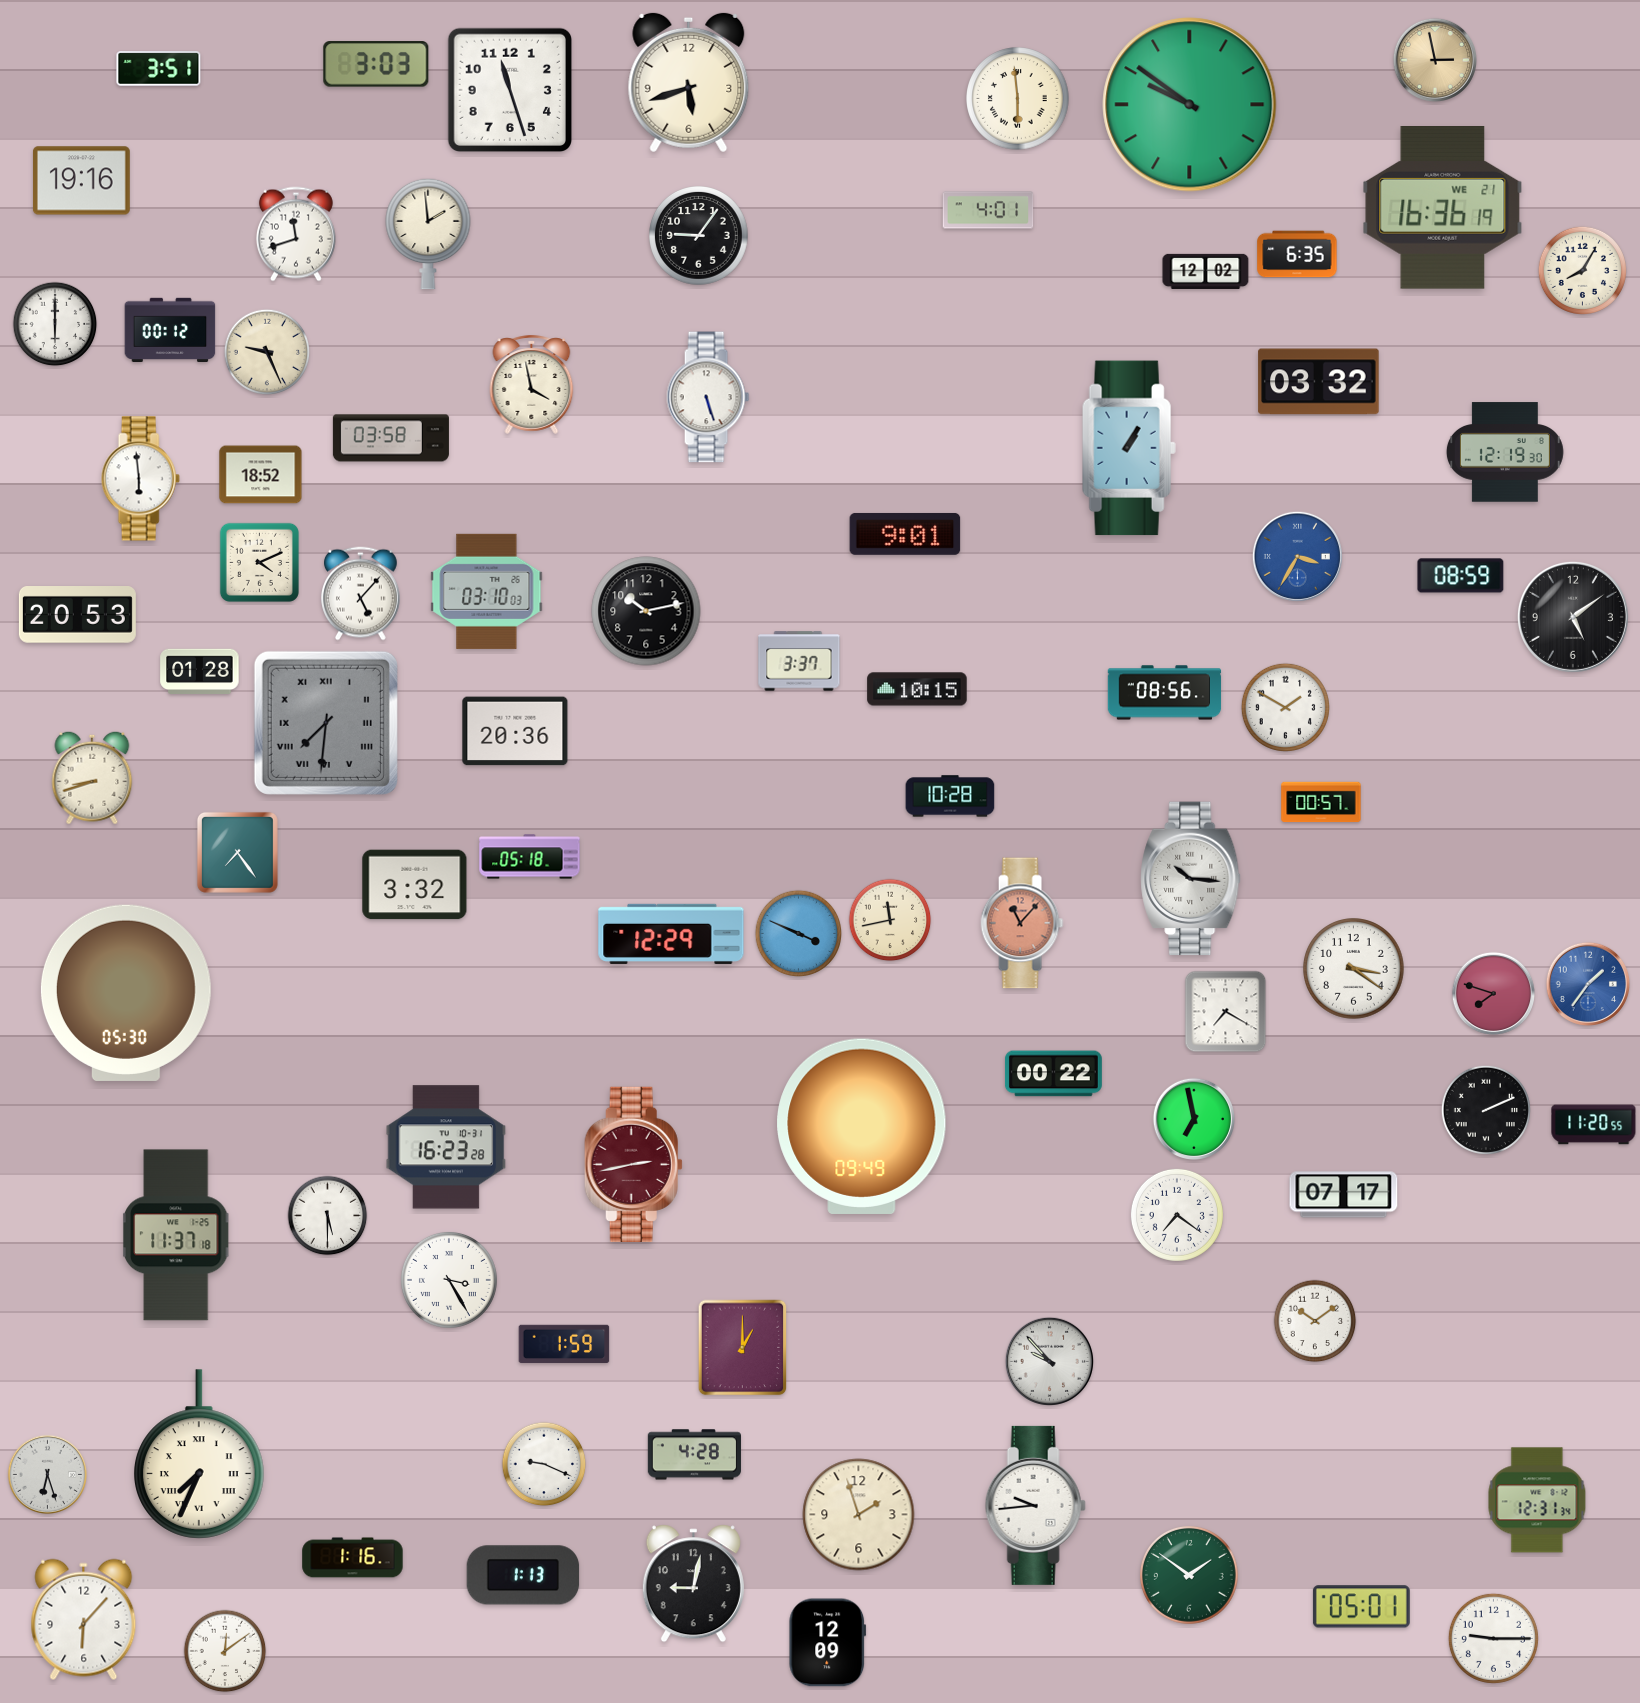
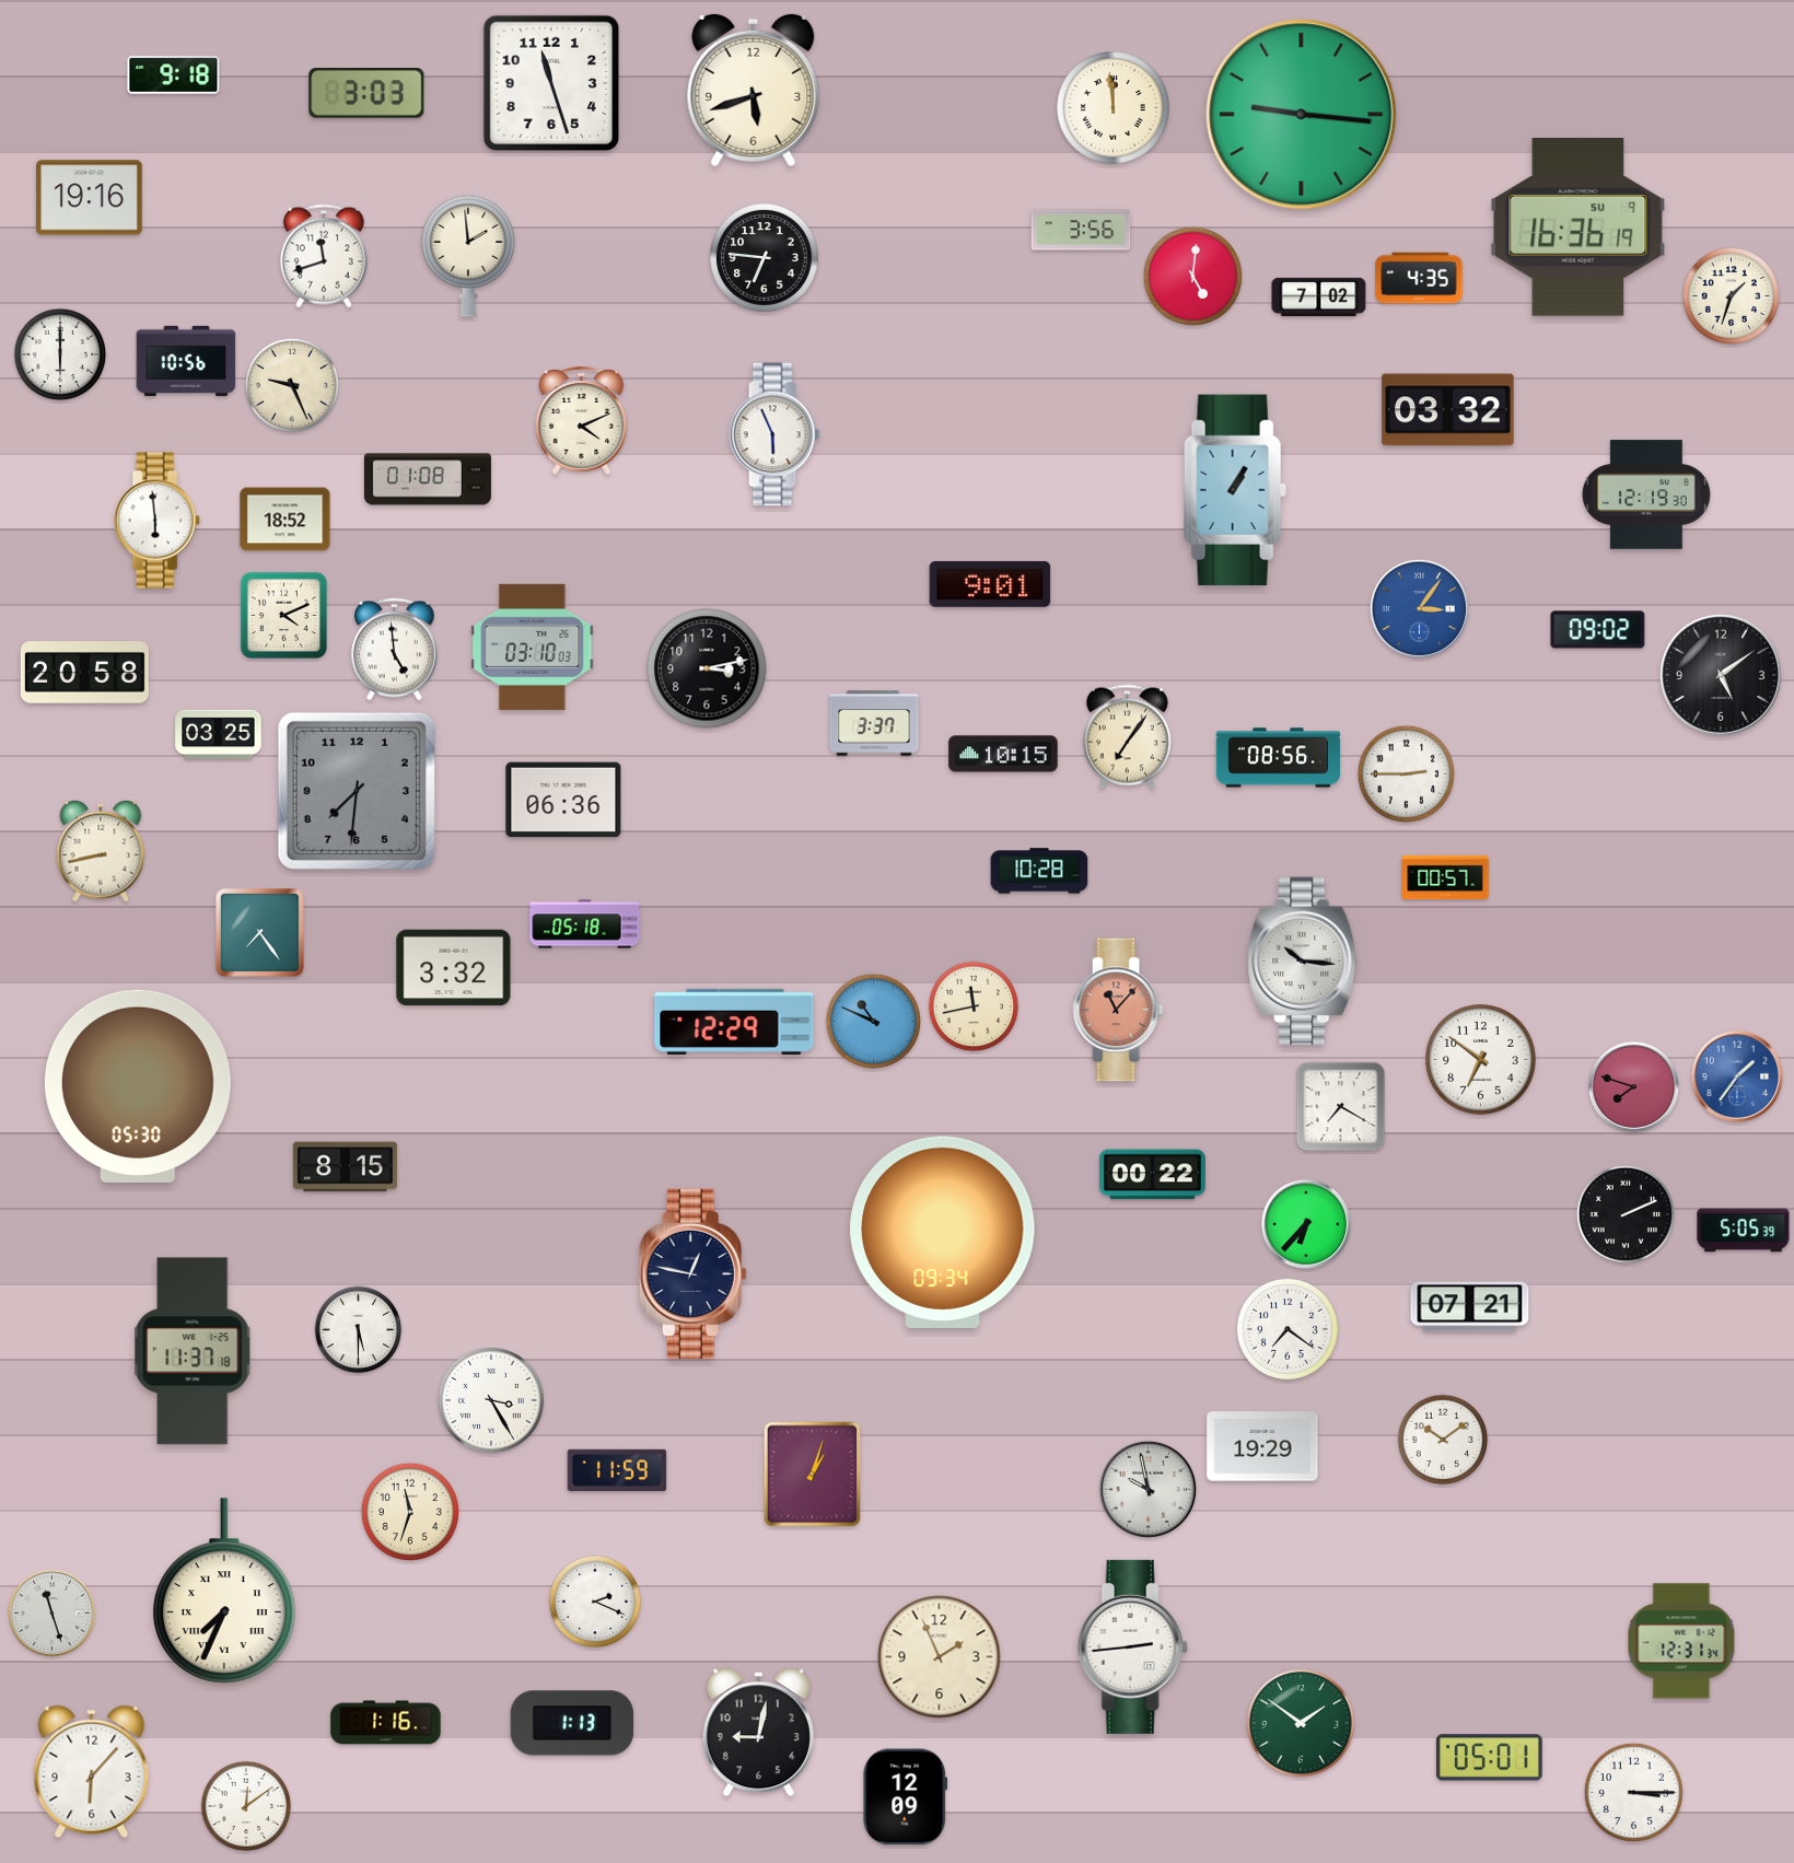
clock at (1434, 59): 2:58 -> none
clock at (376, 64) position: (376, 64) -> (366, 93)
clock at (159, 69): 3:51 -> 9:18
clock at (509, 89) position: (509, 89) -> (550, 82)
clock at (1018, 99): 5:59 -> 11:59
clock at (1190, 105): 9:51 -> 9:16
clock at (1443, 208) date: WE 21 -> SU 9
clock at (988, 210): 4:01 -> 3:56
clock at (699, 236): 9:06 -> 6:46
clock at (1192, 276): none -> 5:01
clock at (1297, 254): 6:35 -> 4:35
clock at (1582, 270): 8:05 -> 1:33
clock at (1206, 271): 12:02 -> 7:02
clock at (170, 329): 00:12 -> 10:56
clock at (1319, 382) position: (1319, 382) -> (1448, 410)
clock at (532, 384): 3:58 -> 4:11
clock at (708, 397): 5:27 -> 5:56
clock at (391, 438): 03:58 -> 01:08
clock at (140, 479) position: (140, 479) -> (156, 521)
clock at (1297, 556): 3:35 -> 3:06
clock at (1461, 576): 08:59 -> 09:02
clock at (361, 594): 5:07 -> 4:59
clock at (646, 611): 10:13 -> 3:13
clock at (77, 615): 20:53 -> 20:58
clock at (200, 672): 01:28 -> 03:25
clock at (1127, 737): none -> 7:06
clock at (1165, 693) position: (1165, 693) -> (1279, 758)
clock at (1285, 707): 1:50 -> 2:45
clock at (326, 723) numerals: Roman -> Arabic
clock at (515, 731): 20:36 -> 06:36
clock at (92, 778): 8:42 -> 8:43
clock at (530, 857) position: (530, 857) -> (585, 924)
clock at (798, 933): 3:49 -> 10:49
clock at (1354, 969): 3:21 -> 6:51
clock at (345, 1167): none -> 8:15
clock at (1193, 1118): 6:58 -> 6:37
clock at (1594, 1125): 11:20 -> 5:05
clock at (862, 1126): 09:49 -> 09:34
clock at (446, 1147): 16:23 -> none
clock at (633, 1164): 2:43 -> 12:47
clock at (633, 1164) dial: burgundy -> navy
clock at (1344, 1195): 07:17 -> 07:21
clock at (1315, 1321) position: (1315, 1321) -> (1443, 1440)
clock at (1262, 1446): none -> 19:29
clock at (564, 1344): 1:59 -> 11:59
clock at (743, 1348): 1:00 -> 1:03
clock at (1049, 1361): 9:53 -> 9:58
clock at (410, 1512): none -> 11:33
clock at (200, 1454) position: (200, 1454) -> (225, 1591)
clock at (694, 1455): 4:28 -> none
clock at (544, 1464): 9:19 -> 2:19
clock at (48, 1475): 6:27 -> 11:27
clock at (1035, 1505): 9:44 -> 2:44
clock at (859, 1515): 1:57 -> 1:56
clock at (353, 1558) position: (353, 1558) -> (386, 1723)
clock at (1493, 1638): 9:15 -> 3:15
